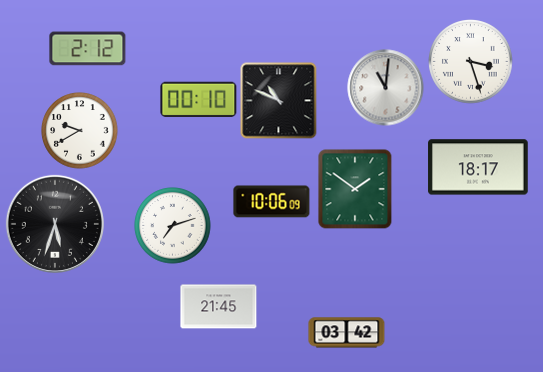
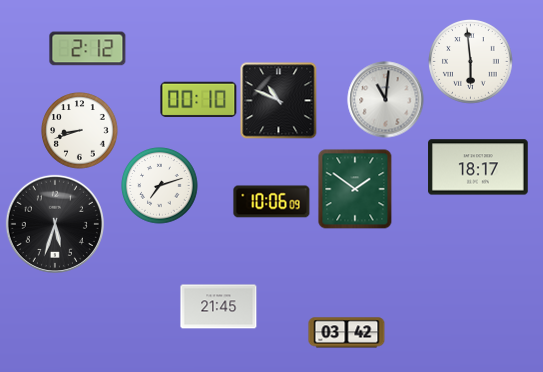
clock at (471, 62): 3:27 -> 5:59
clock at (386, 88) position: (386, 88) -> (386, 100)
clock at (80, 131): 9:40 -> 8:42
clock at (173, 226) position: (173, 226) -> (160, 186)
